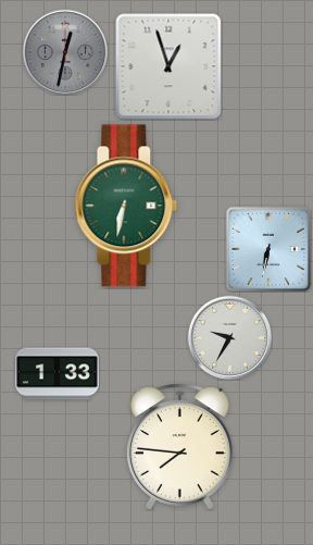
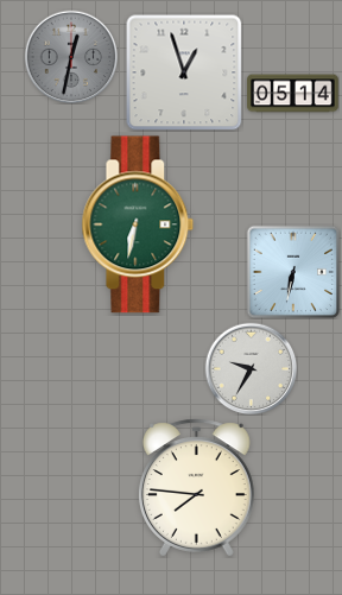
clock at (293, 94): none -> 05:14
clock at (58, 374): 1:33 -> none
